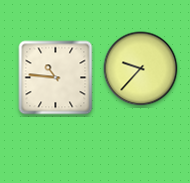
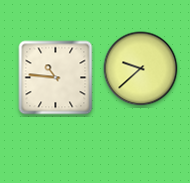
clock at (141, 69): 9:37 -> 9:38
